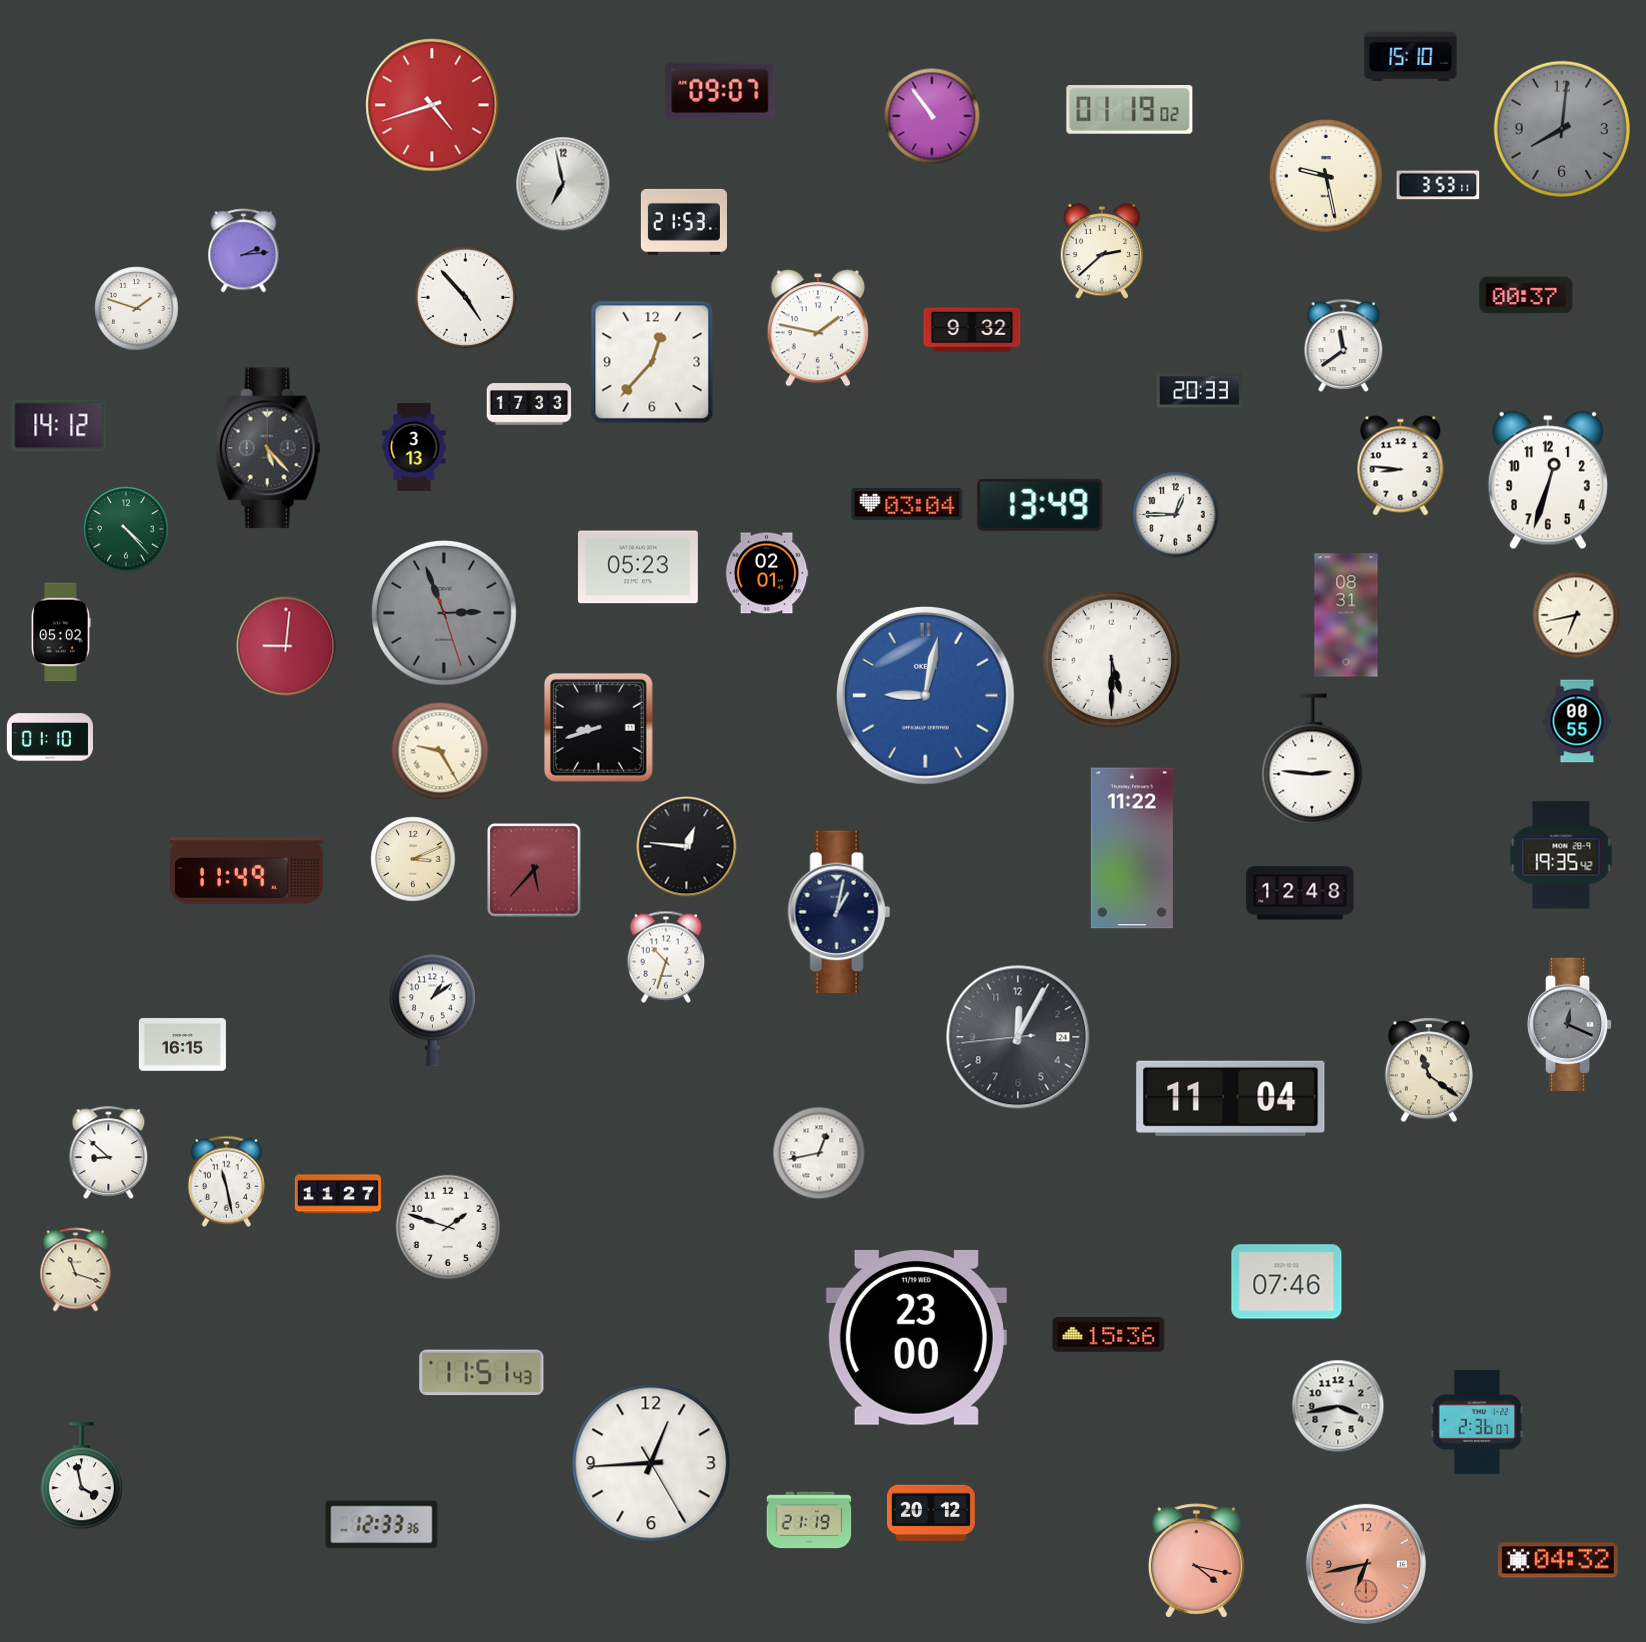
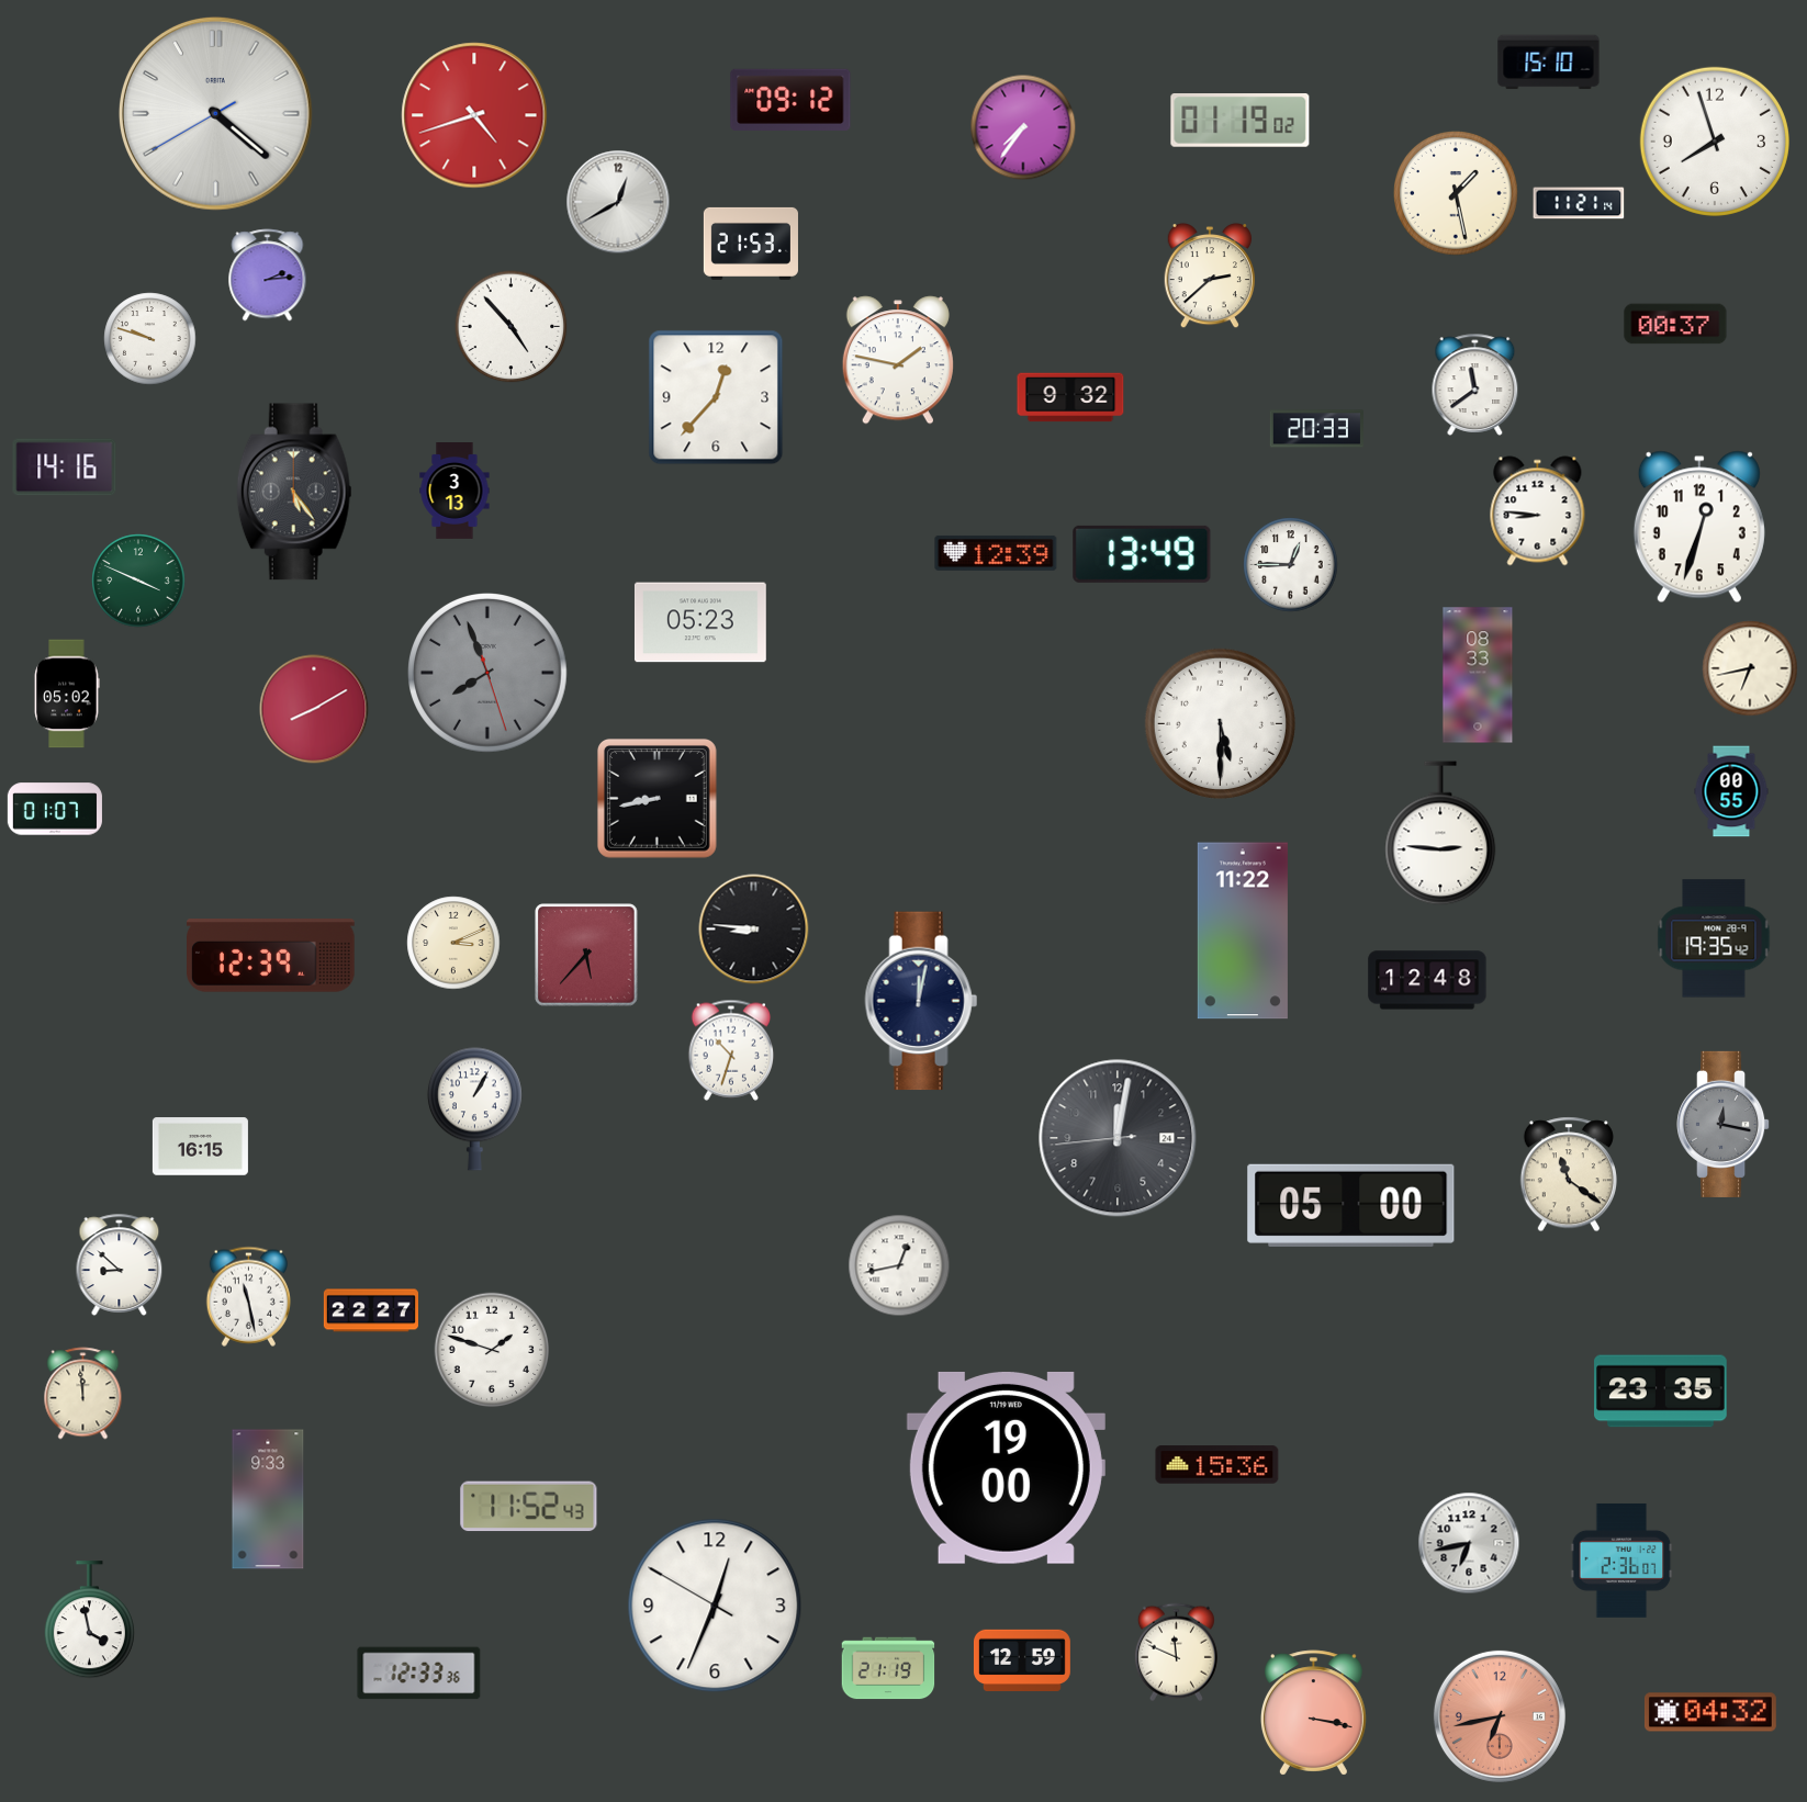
clock at (720, 91): 09:07 -> 09:12
clock at (216, 114): none -> 4:21
clock at (932, 116): 10:54 -> 7:36
clock at (1562, 129): 8:01 -> 7:57
clock at (1562, 129) dial: grey -> white
clock at (1327, 177): 9:28 -> 1:28
clock at (563, 184): 6:58 -> 12:40
clock at (1438, 185): 3:53 -> 11:21
clock at (137, 309): 1:48 -> 9:48
clock at (972, 330) position: (972, 330) -> (1070, 397)
clock at (1344, 345) position: (1344, 345) -> (1475, 384)
clock at (529, 404): 17:33 -> none
clock at (59, 426): 14:12 -> 14:16
clock at (268, 448): 5:23 -> 5:24
clock at (907, 504): 03:04 -> 12:39
clock at (126, 529): 4:23 -> 3:49
clock at (767, 573): 02:01 -> none
clock at (445, 614): 2:56 -> 7:56
clock at (1346, 615): 08:31 -> 08:33
clock at (1576, 615) position: (1576, 615) -> (1750, 668)
clock at (286, 646): 9:01 -> 8:10
clock at (926, 696): 9:02 -> none
clock at (598, 727): 8:42 -> 8:43
clock at (50, 737): 01:10 -> 01:07
clock at (440, 751): 9:25 -> none
clock at (687, 847): 12:46 -> 8:46
clock at (247, 871): 11:49 -> 12:39
clock at (839, 912): 1:02 -> 12:02
clock at (432, 1010): 1:09 -> 1:05
clock at (1571, 1024): 12:19 -> 12:17
clock at (1018, 1037): 12:04 -> 12:01
clock at (1231, 1098): 11:04 -> 05:00
clock at (338, 1194): 11:27 -> 22:27
clock at (448, 1227) position: (448, 1227) -> (492, 1350)
clock at (1661, 1392): none -> 23:35
clock at (76, 1270): 11:18 -> 11:59
clock at (1287, 1282): 07:46 -> none
clock at (916, 1337): 23:00 -> 19:00
clock at (268, 1499): none -> 9:33
clock at (482, 1373): 11:51 -> 11:52
clock at (1338, 1406): 3:43 -> 6:43
clock at (651, 1463): 12:44 -> 12:33
clock at (1176, 1653): none -> 11:49
clock at (931, 1513): 20:12 -> 12:59
clock at (1196, 1561): 4:17 -> 3:17
